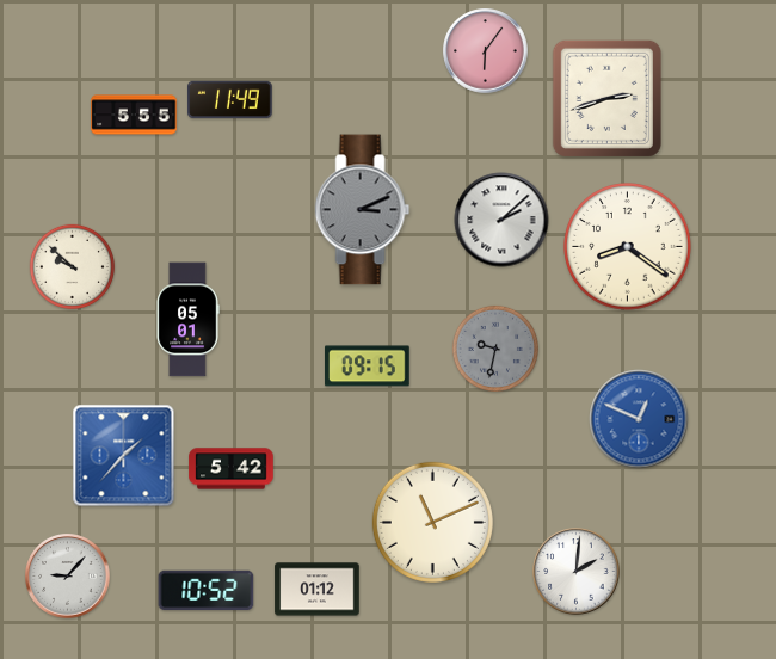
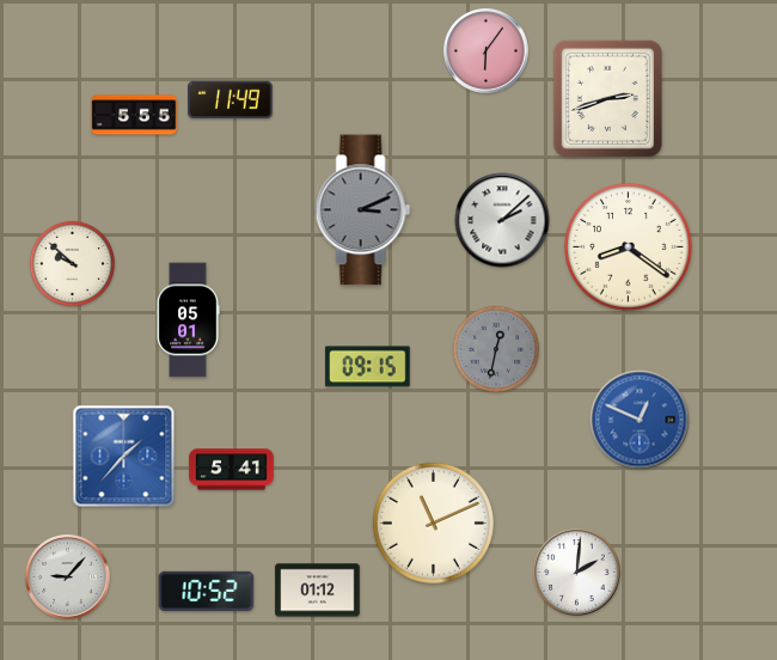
clock at (72, 266) position: (72, 266) -> (72, 263)
clock at (495, 349): 9:32 -> 12:32
clock at (232, 469): 5:42 -> 5:41
